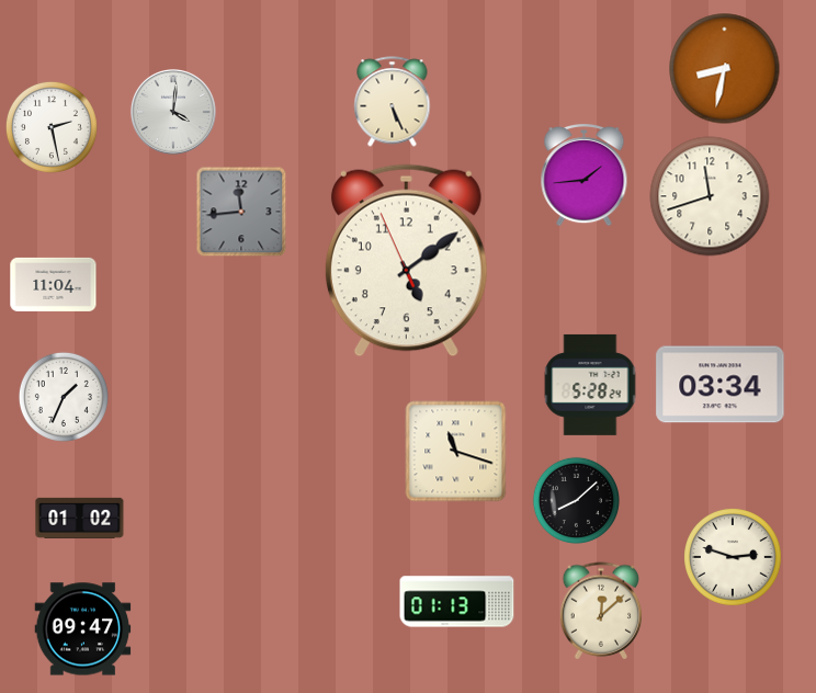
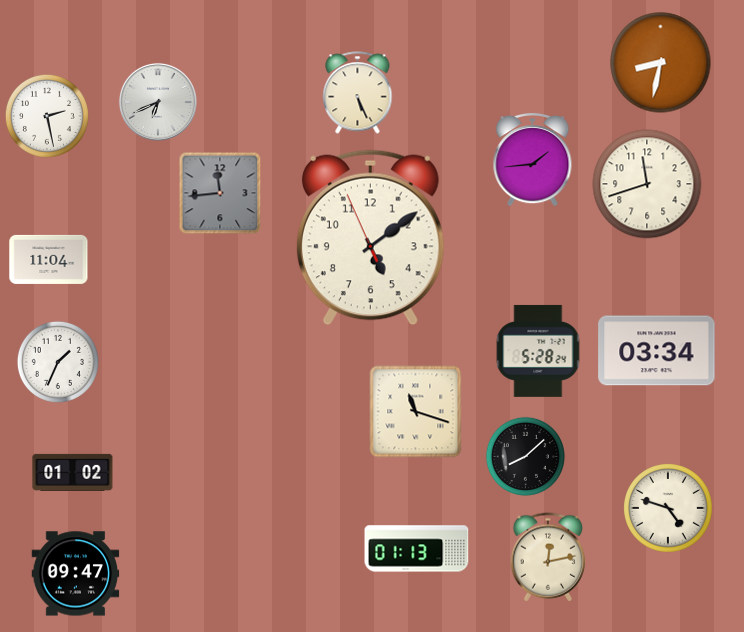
clock at (173, 112): 4:01 -> 6:41
clock at (710, 196) position: (710, 196) -> (647, 184)
clock at (733, 557): 2:48 -> 4:48
clock at (601, 611): 12:08 -> 12:13
